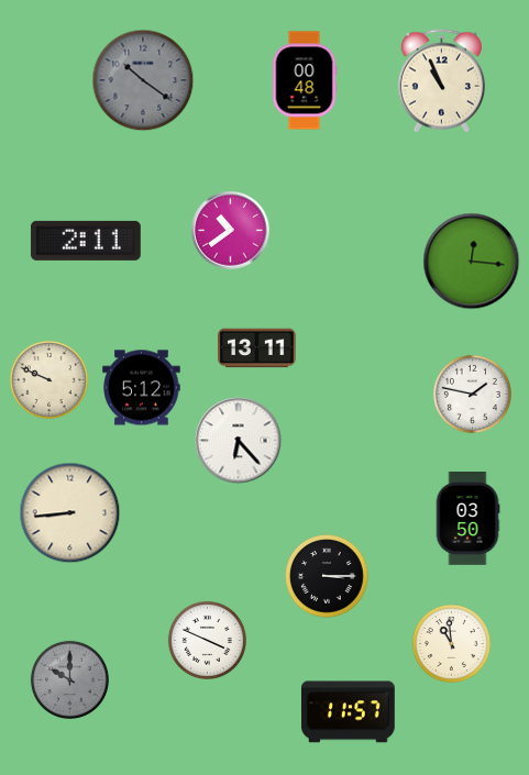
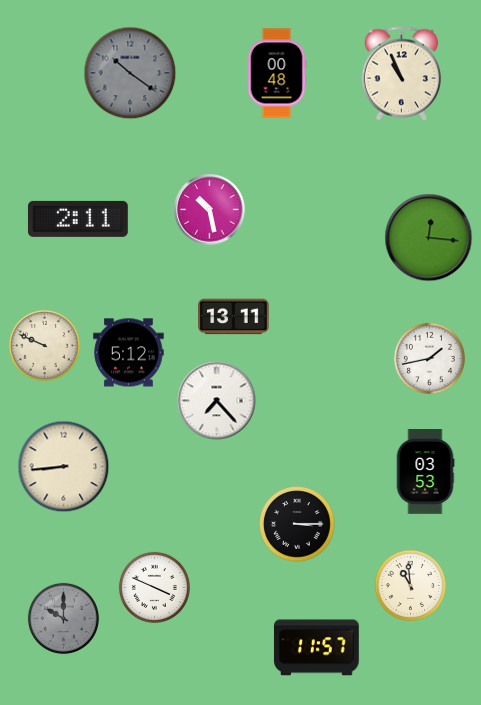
clock at (231, 231): 10:39 -> 10:28
clock at (472, 394): 1:47 -> 1:43
clock at (239, 441): 6:23 -> 7:23
clock at (467, 519): 03:50 -> 03:53
clock at (207, 640) position: (207, 640) -> (154, 587)
